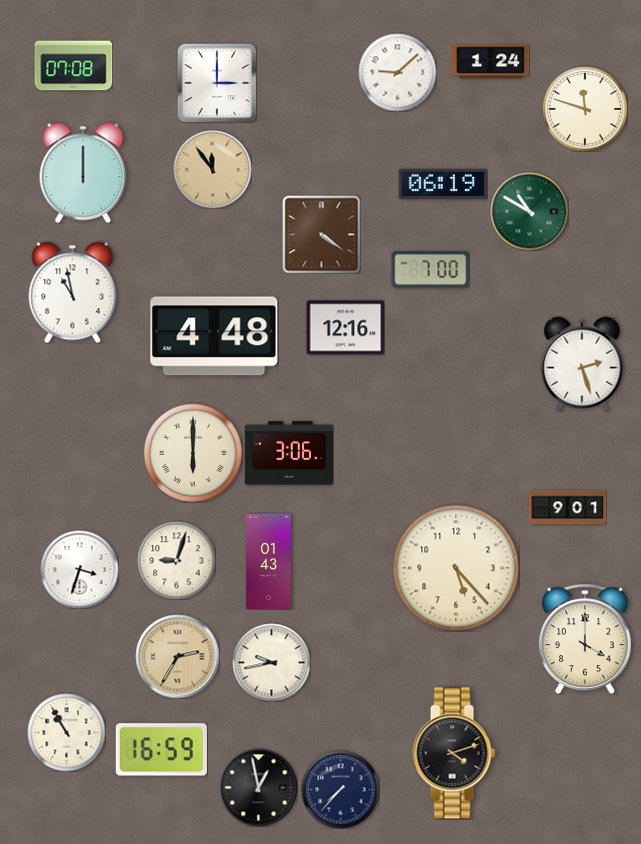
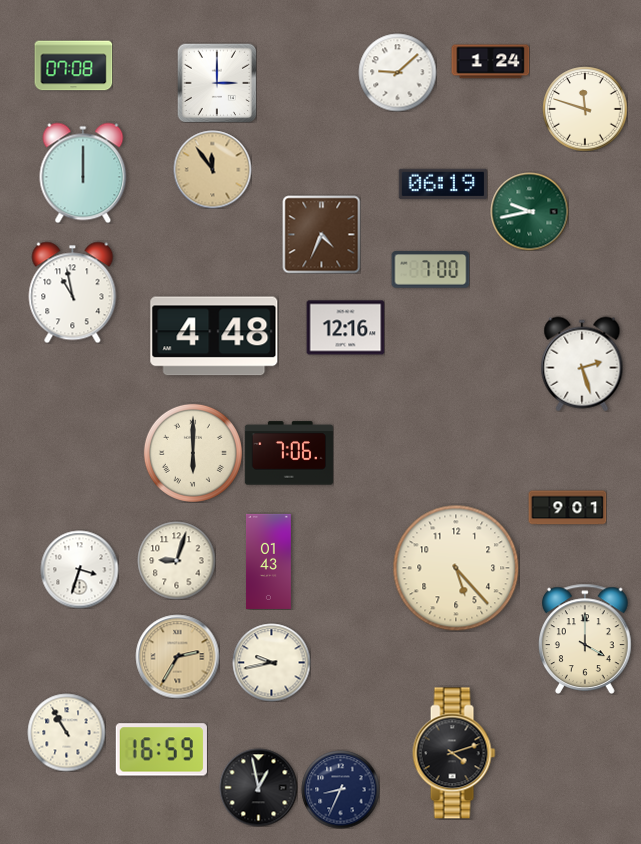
clock at (529, 211): 10:50 -> 9:43
clock at (321, 234): 4:21 -> 4:34
clock at (289, 453): 3:06 -> 7:06
clock at (340, 789): 7:37 -> 8:34
